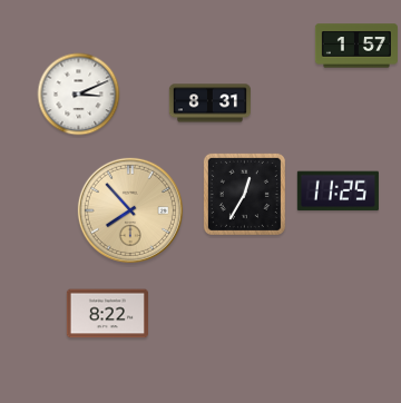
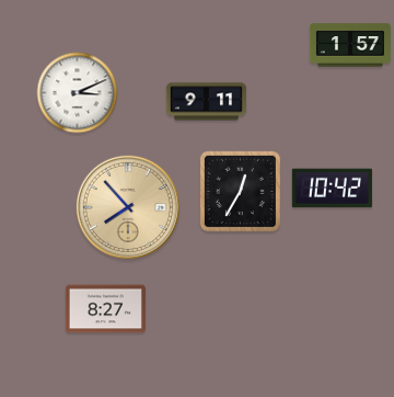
clock at (209, 104): 8:31 -> 9:11
clock at (338, 191): 11:25 -> 10:42
clock at (107, 314): 8:22 -> 8:27
